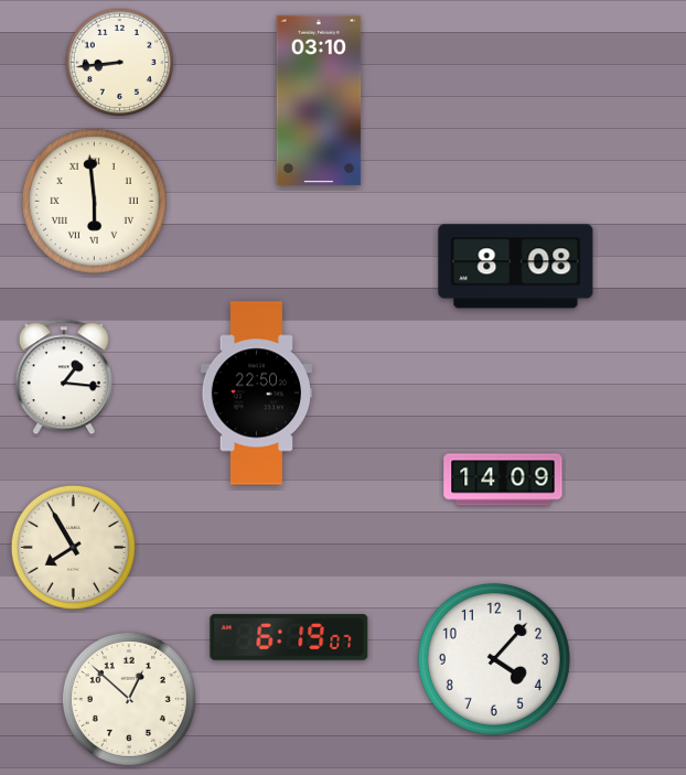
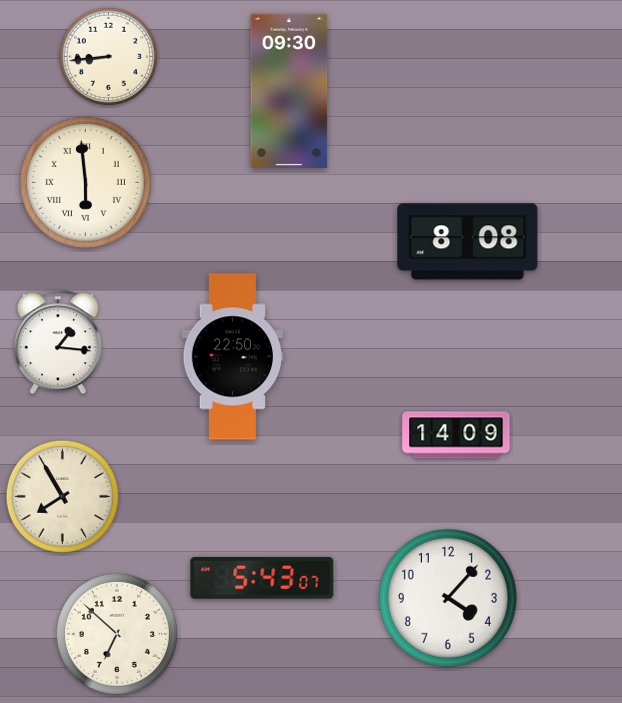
clock at (319, 100): 03:10 -> 09:30
clock at (73, 547) position: (73, 547) -> (62, 496)
clock at (289, 637): 6:19 -> 5:43
clock at (129, 699): 12:52 -> 6:52
